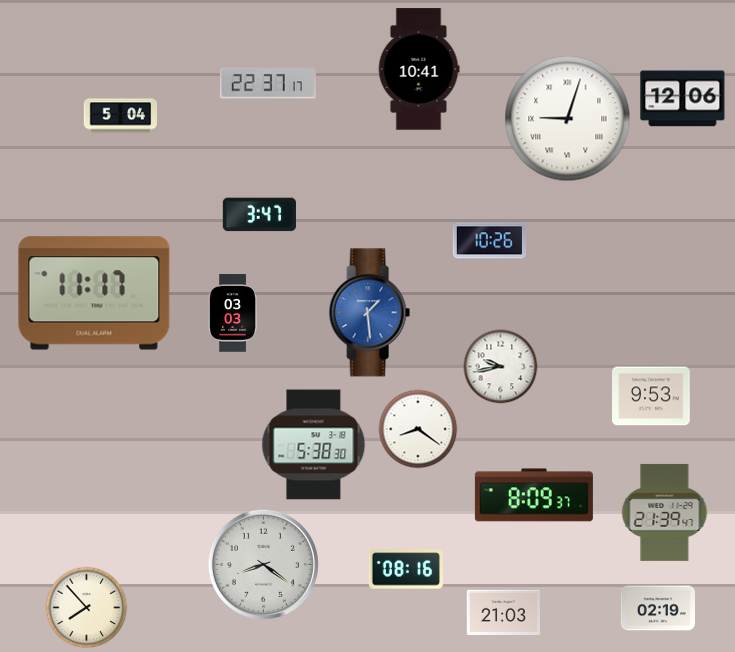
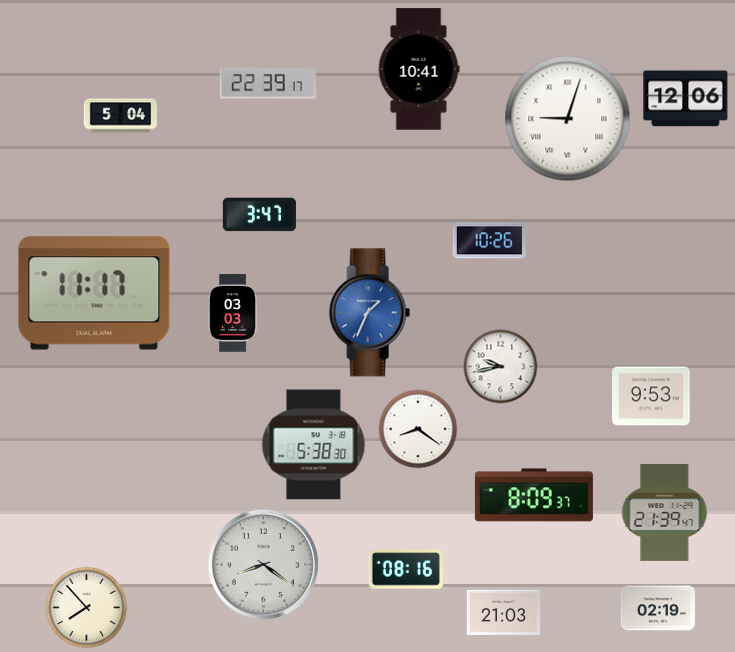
clock at (268, 83): 22:37 -> 22:39
clock at (683, 99) position: (683, 99) -> (686, 99)
clock at (369, 313): 1:29 -> 1:34
